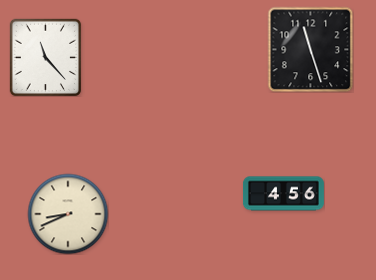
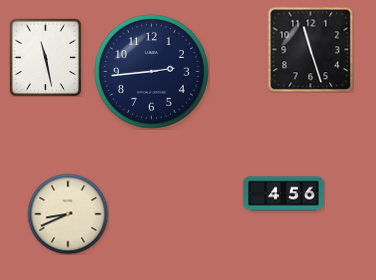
clock at (46, 57): 11:23 -> 11:28
clock at (152, 72): none -> 2:44
